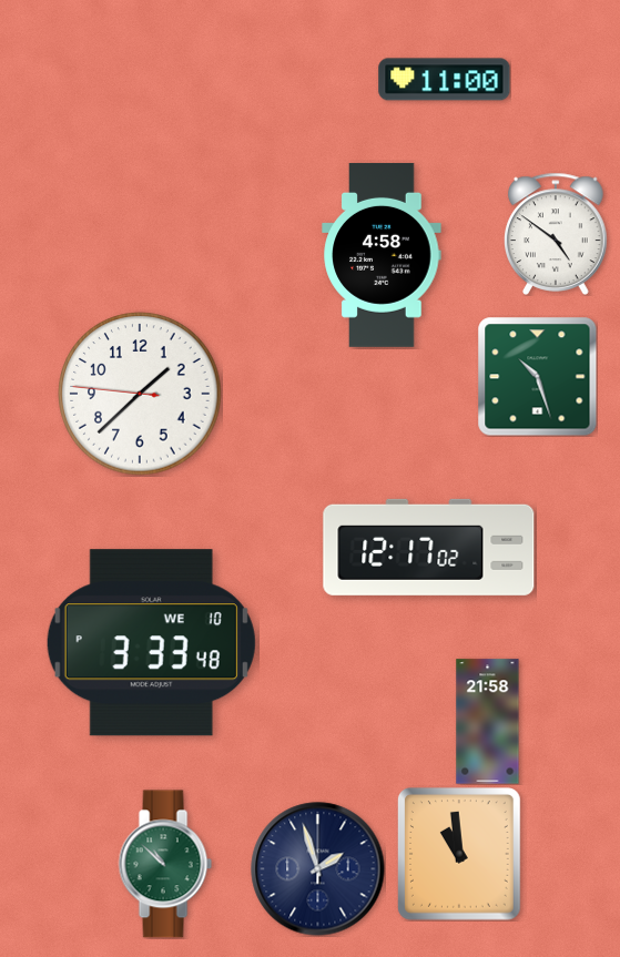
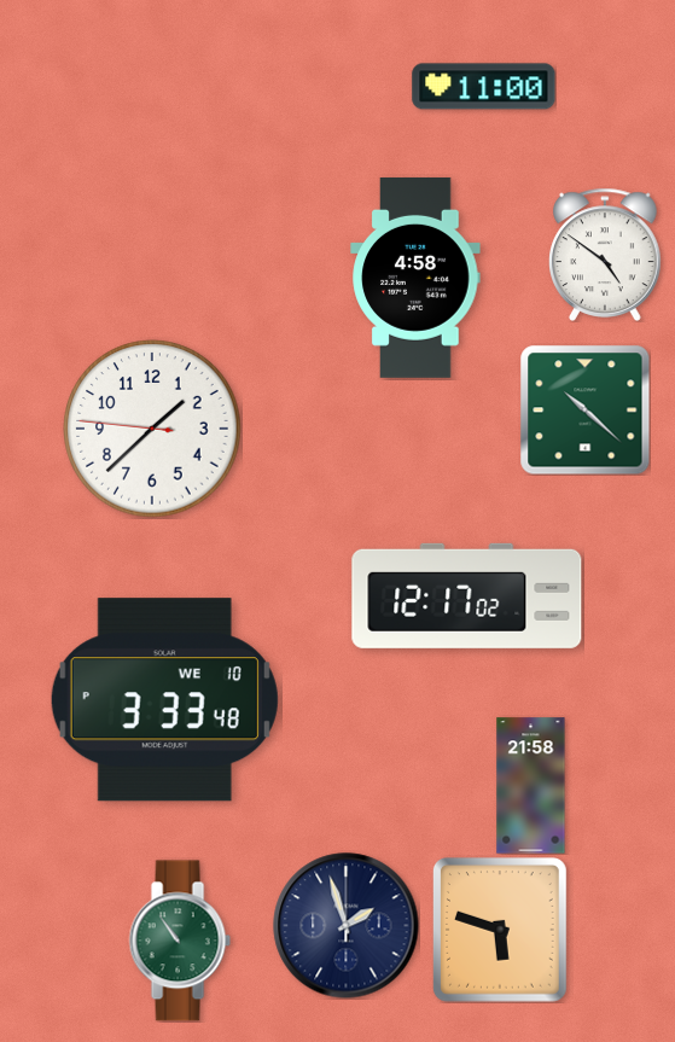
clock at (537, 376): 10:27 -> 10:22
clock at (459, 855): 10:59 -> 5:48
clock at (165, 864): 10:52 -> 10:54
clock at (318, 869) position: (318, 869) -> (347, 926)
